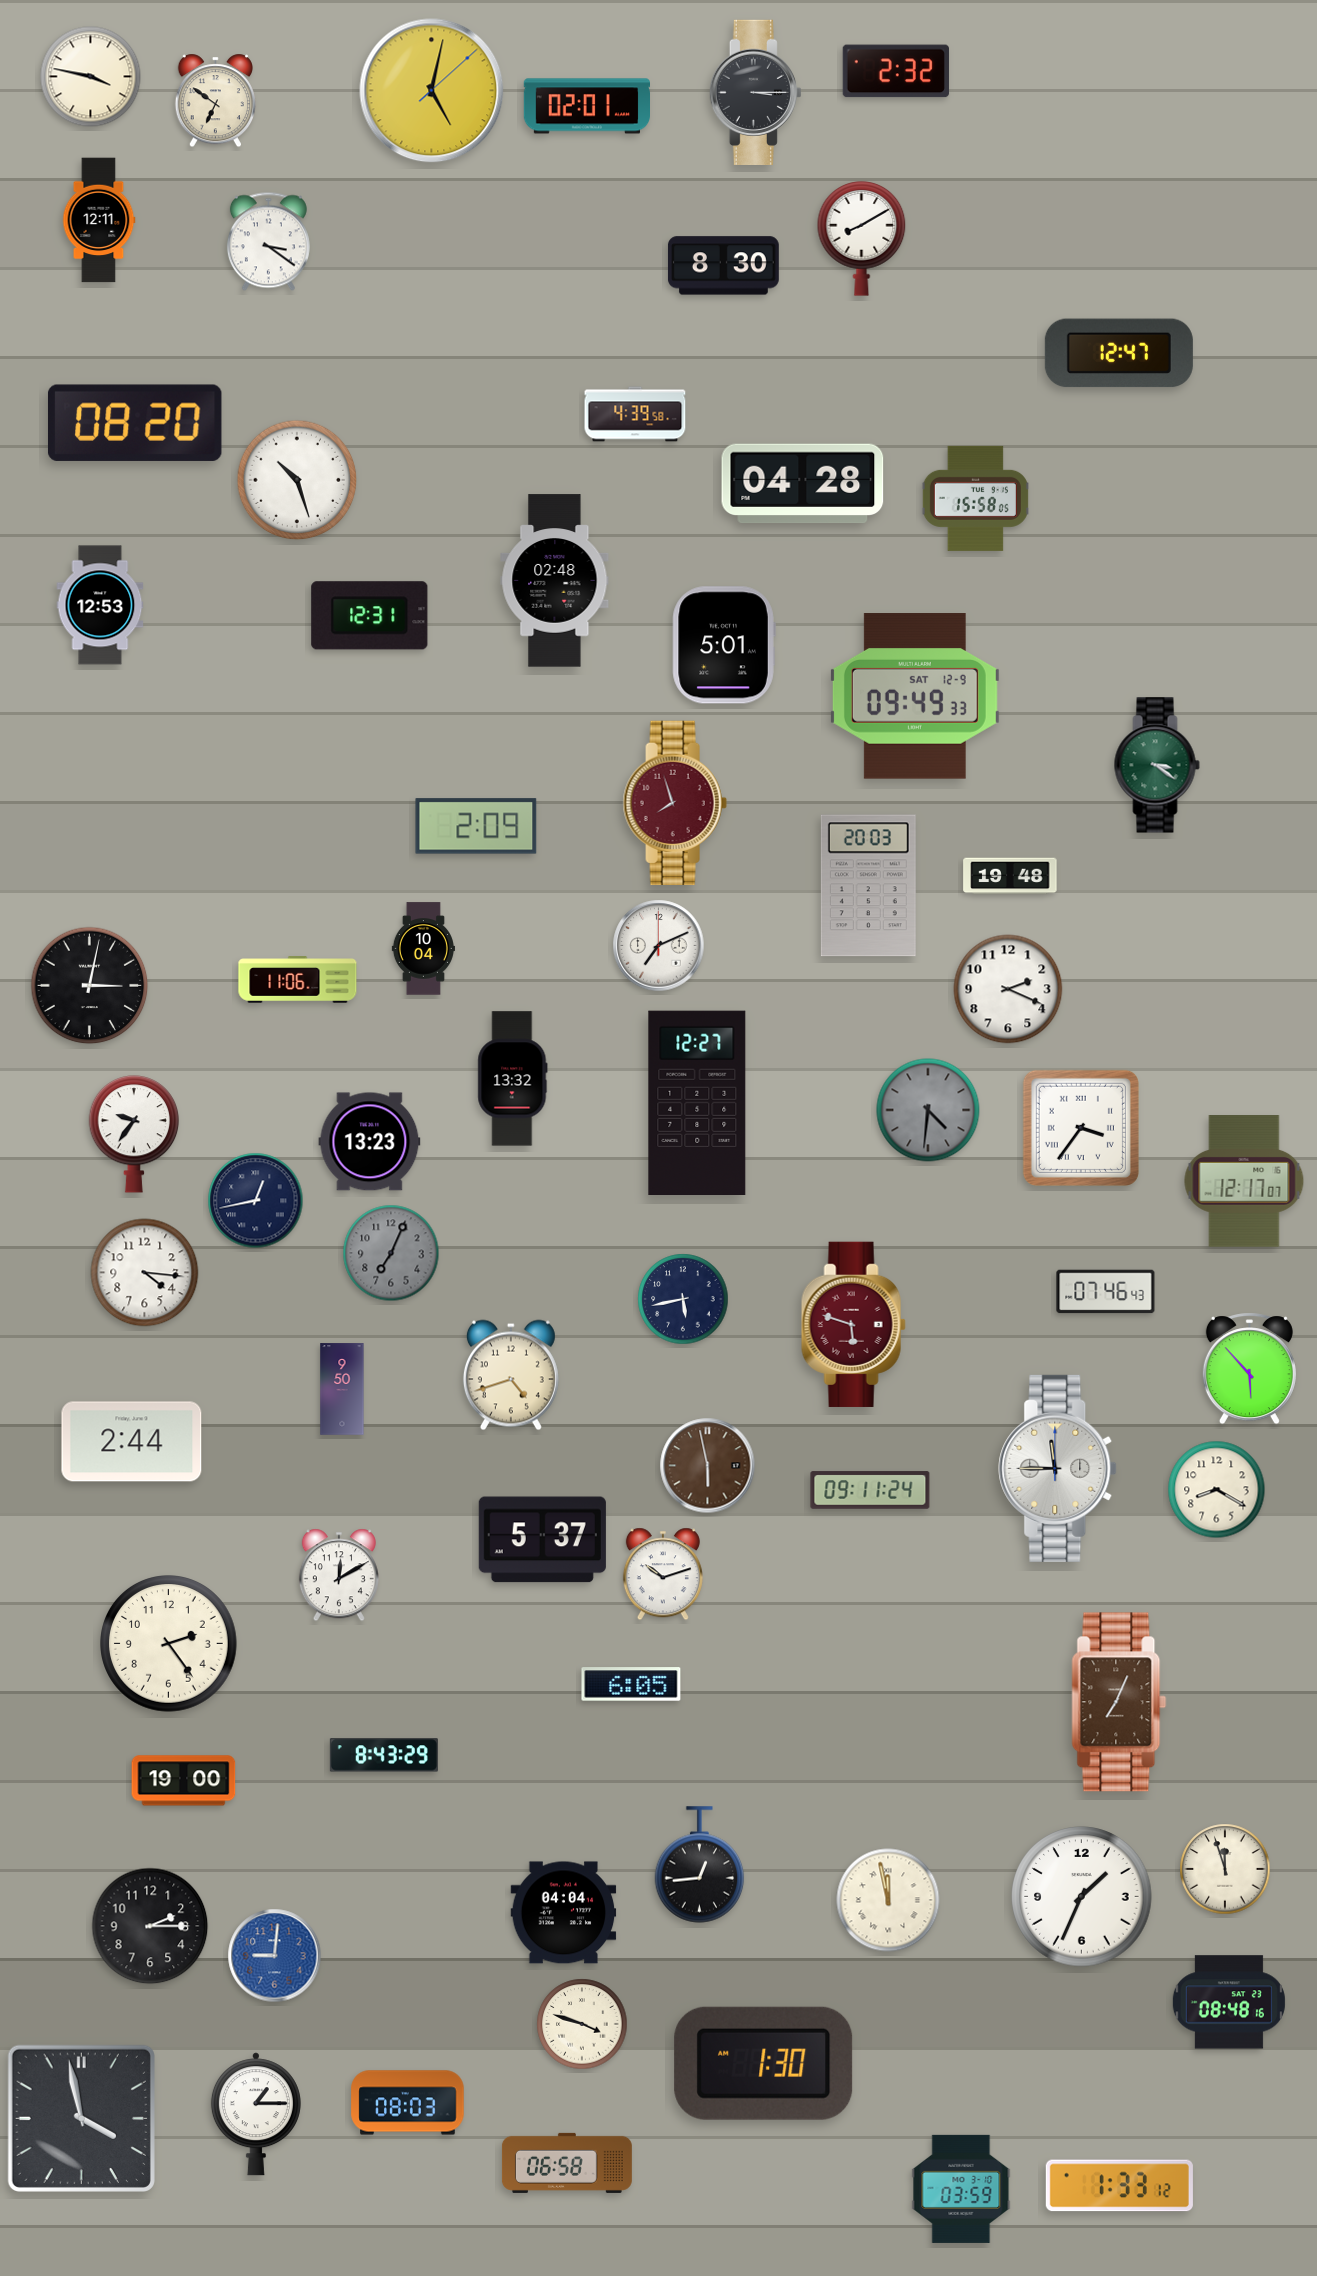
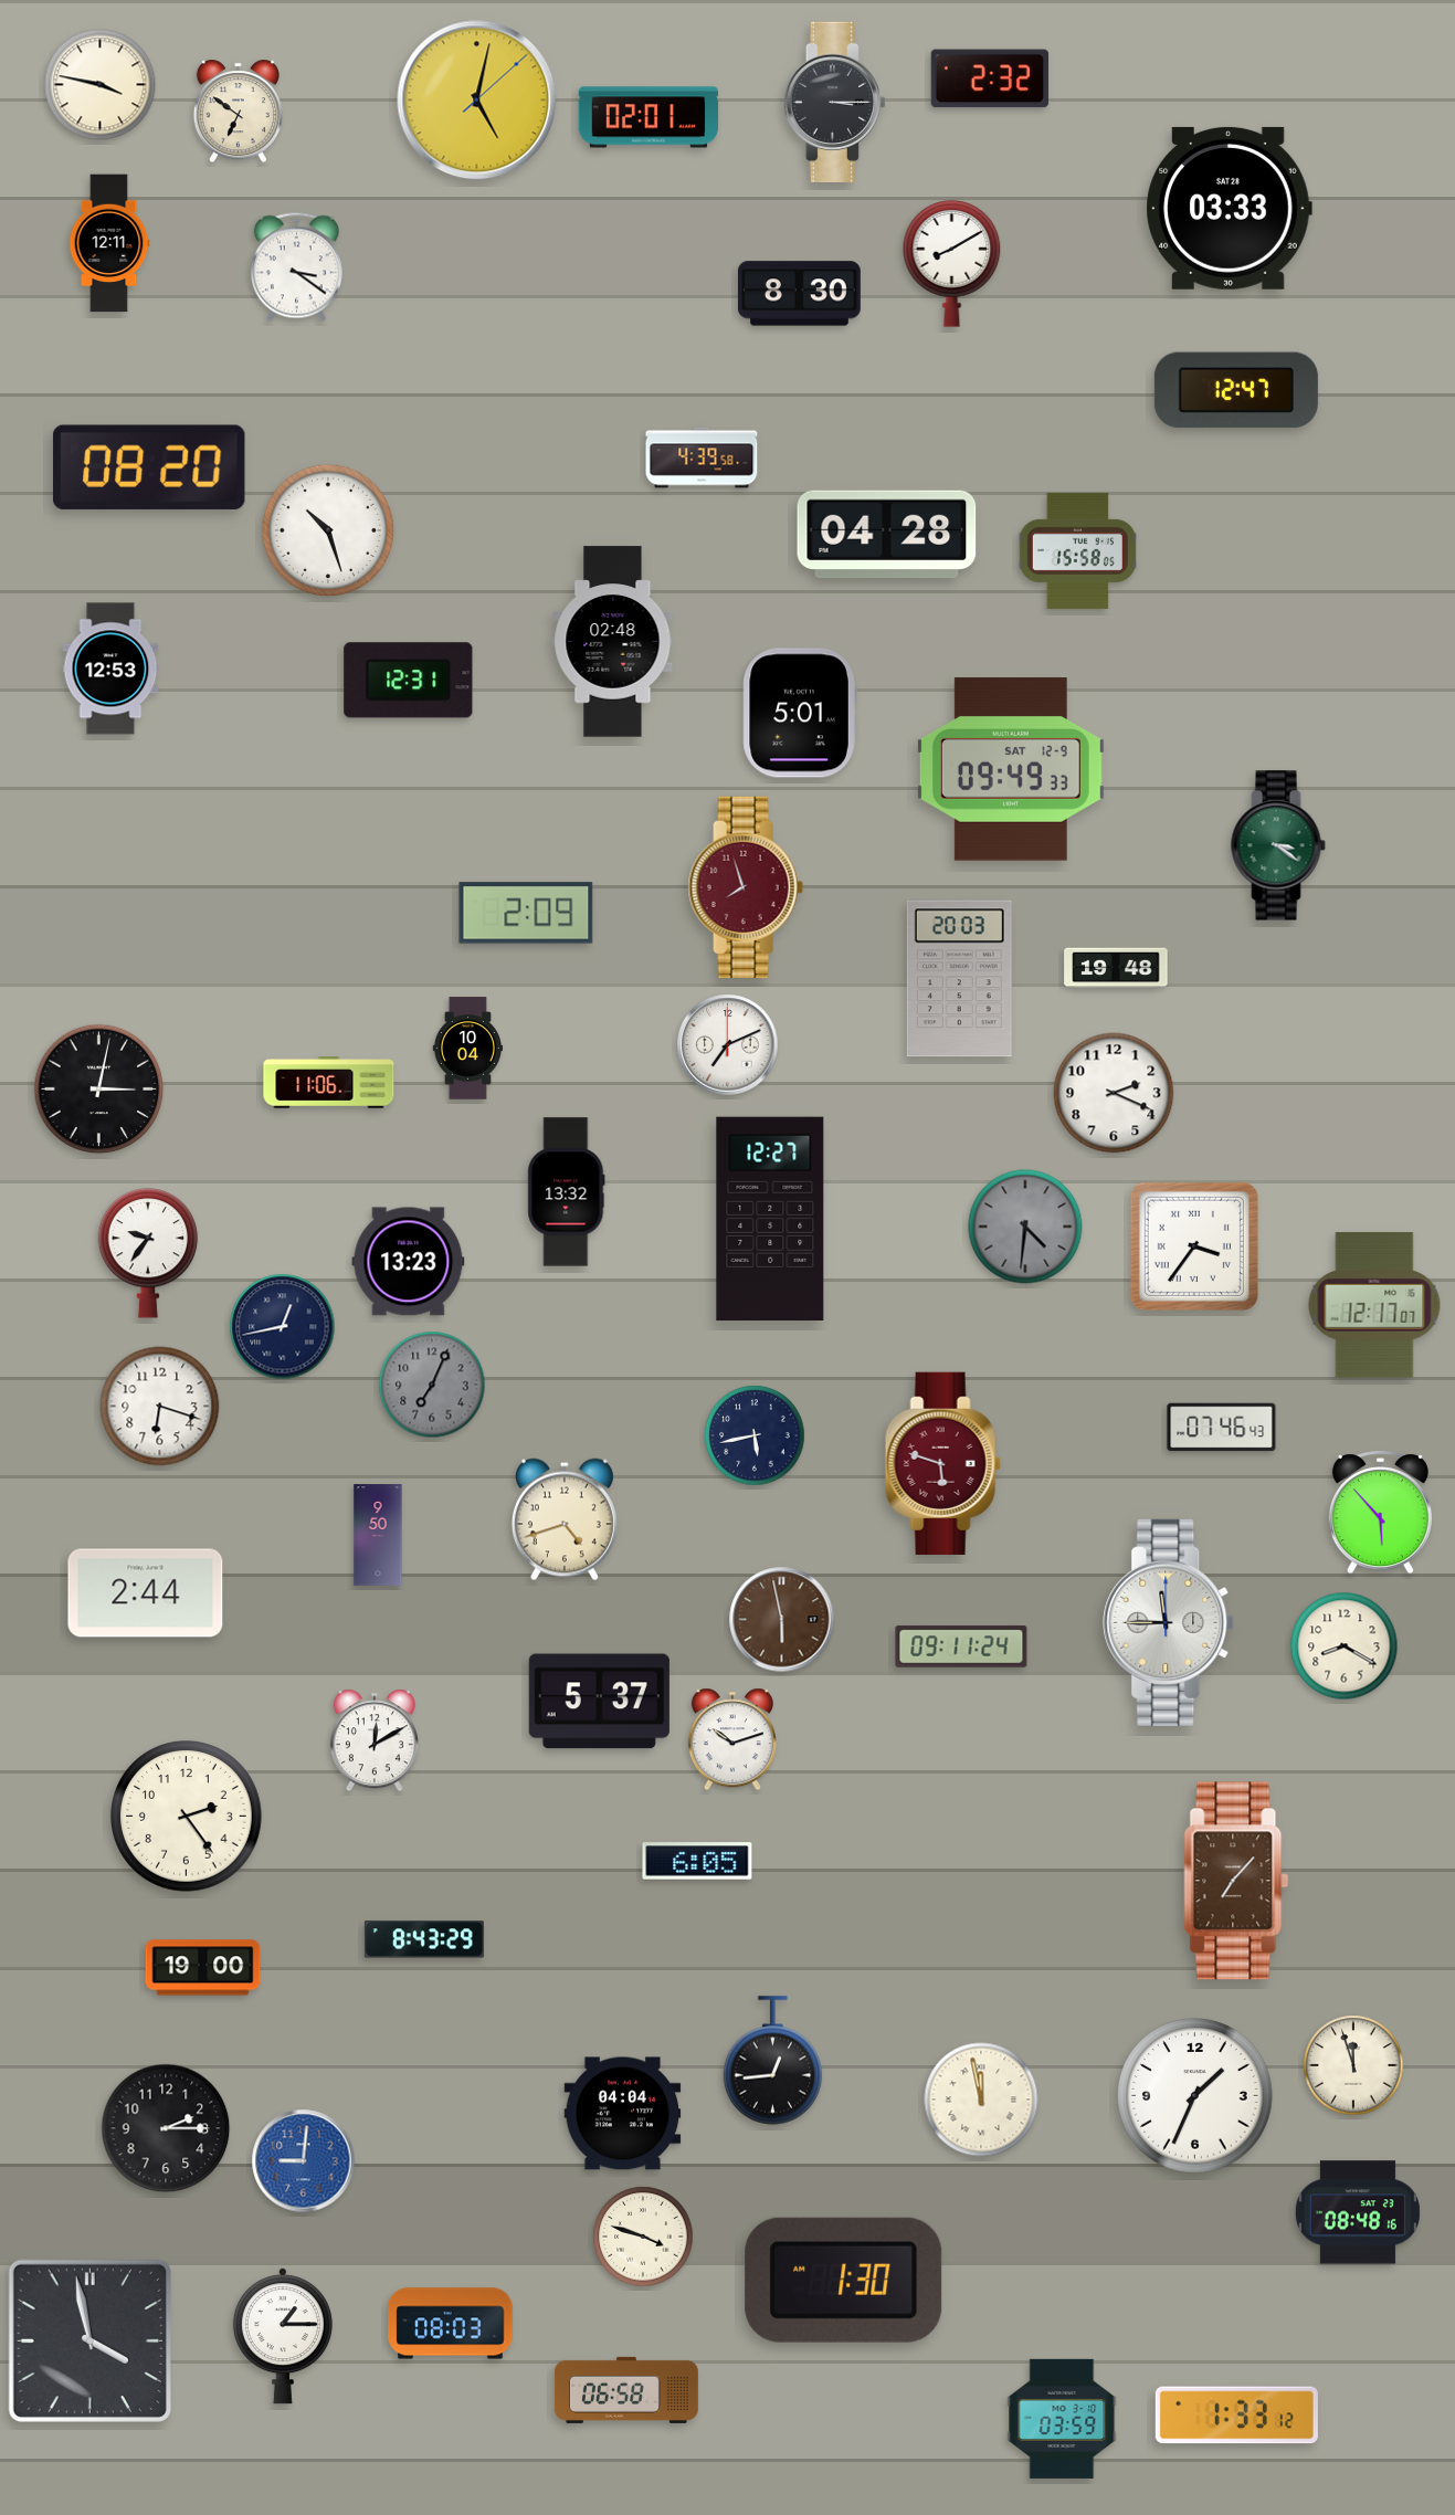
clock at (1229, 208): none -> 03:33
clock at (145, 1273): 4:16 -> 6:18
clock at (1119, 1702): 7:04 -> 7:07
